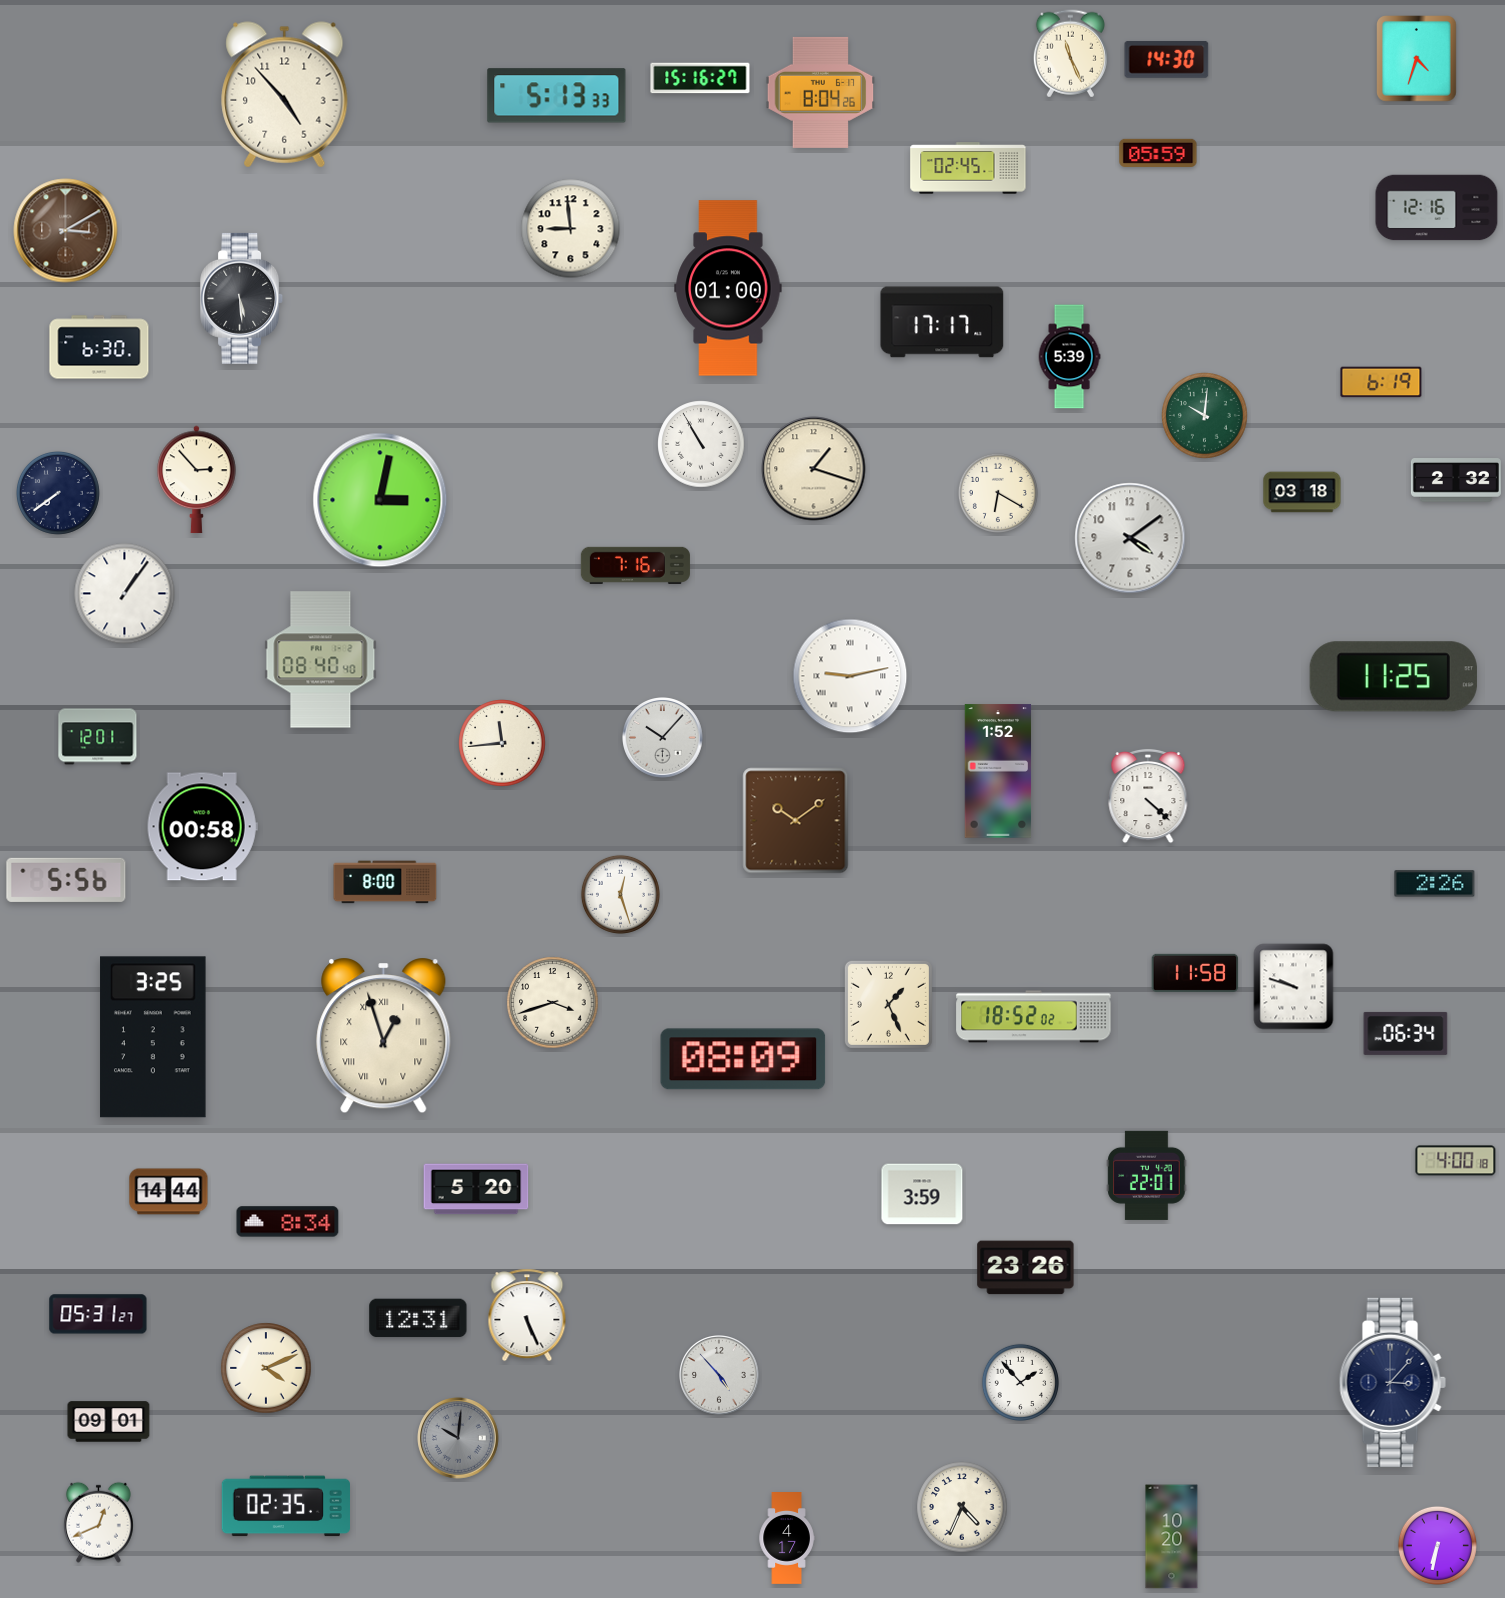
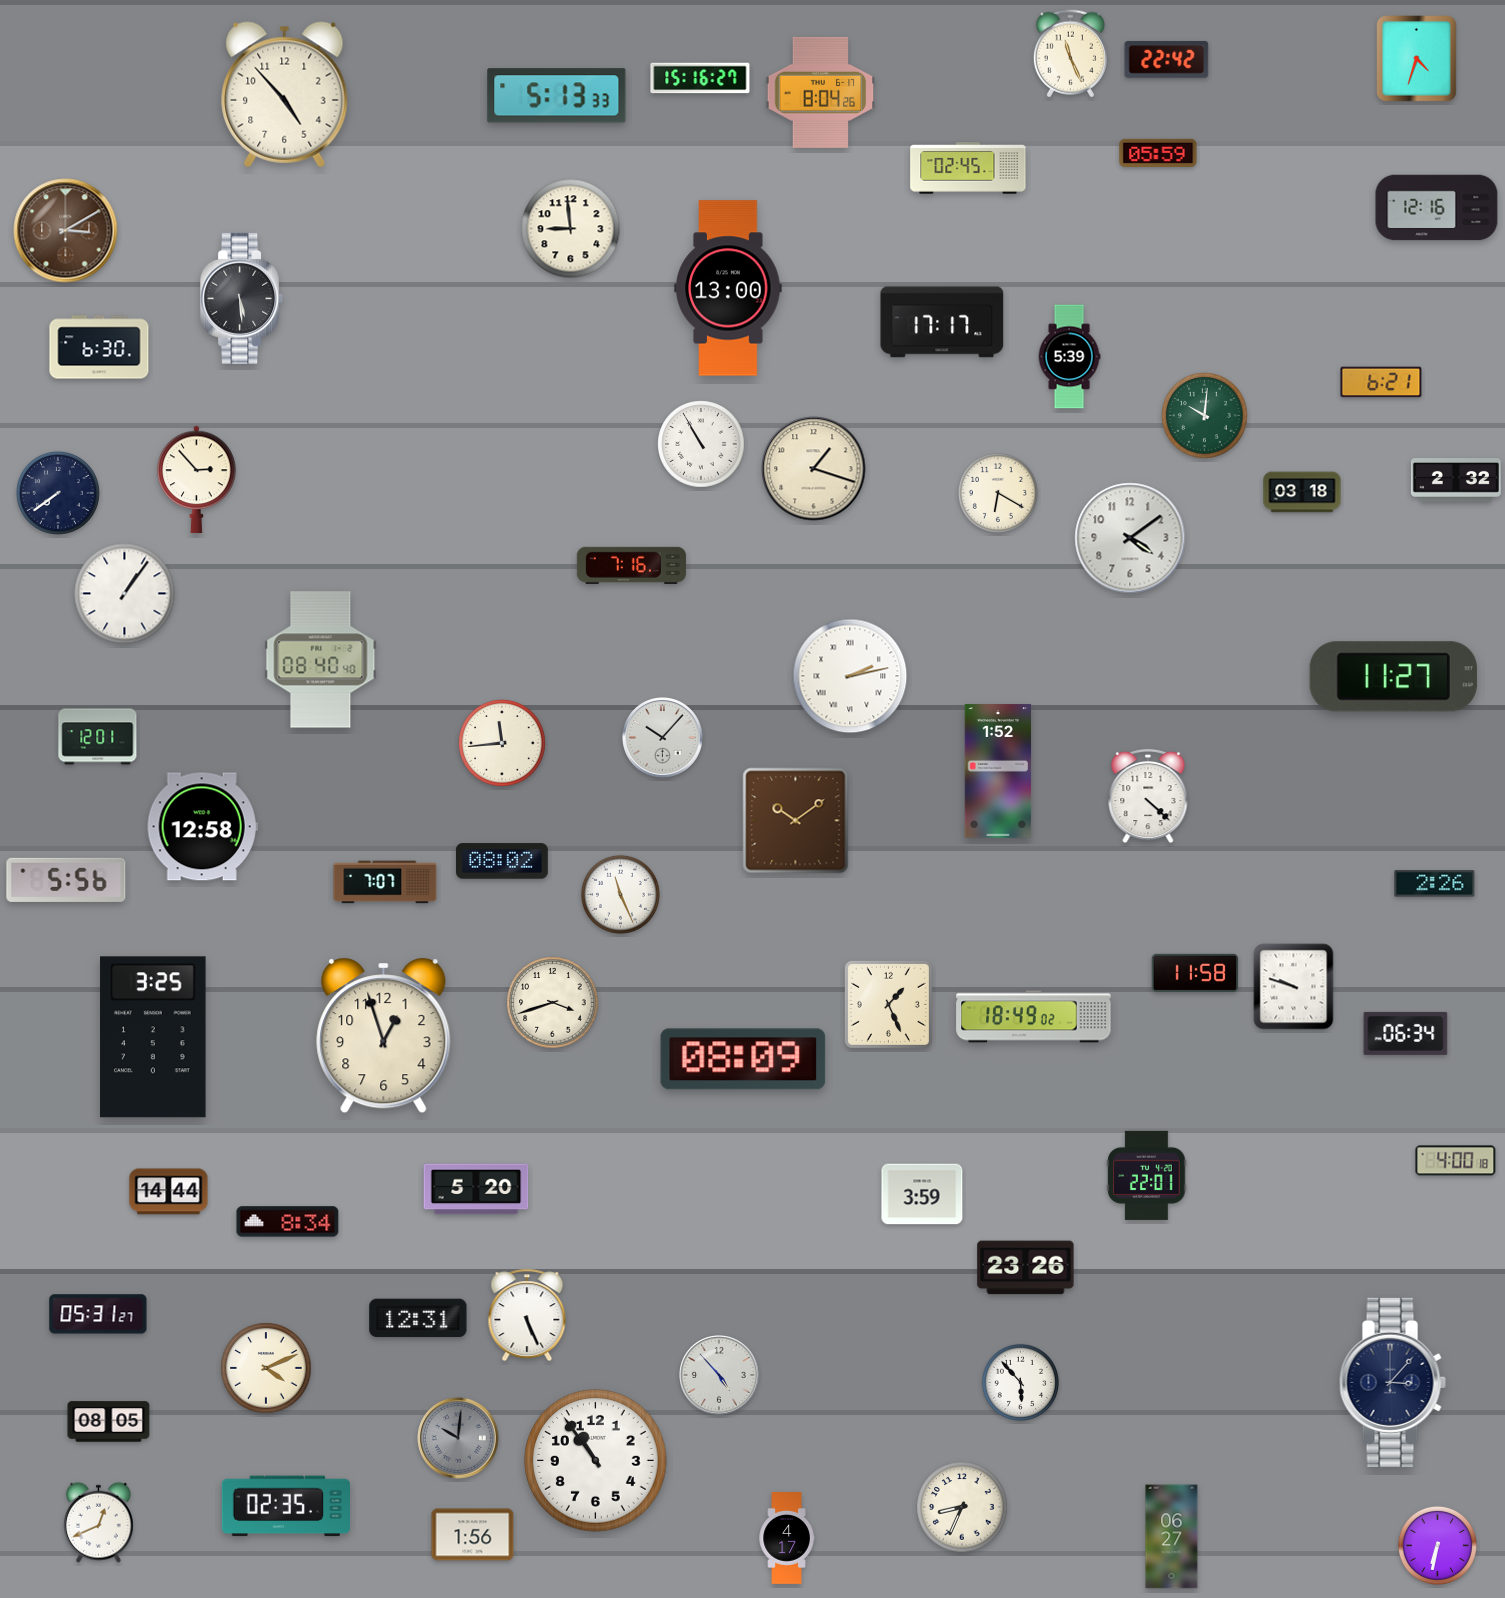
clock at (1167, 59): 14:30 -> 22:42
clock at (728, 288): 01:00 -> 13:00
clock at (1381, 382): 6:19 -> 6:21
clock at (380, 500): 3:02 -> none
clock at (635, 565) position: (635, 565) -> (631, 565)
clock at (850, 676): 9:13 -> 2:13
clock at (1393, 677): 11:25 -> 11:27
clock at (202, 827): 00:58 -> 12:58
clock at (502, 861): none -> 08:02
clock at (385, 882): 8:00 -> 7:07
clock at (620, 894): 12:27 -> 11:26
clock at (1034, 1017): 18:52 -> 18:49
clock at (384, 1036) numerals: Roman -> Arabic
clock at (1020, 1382): 1:53 -> 5:53
clock at (109, 1422): 09:01 -> 08:05
clock at (596, 1461): none -> 10:54
clock at (962, 1507): 4:34 -> 8:34
clock at (473, 1535): none -> 1:56
clock at (1172, 1537): 10:20 -> 06:27
